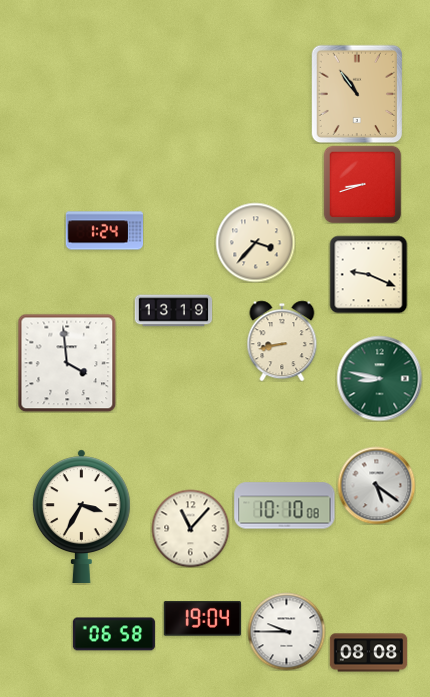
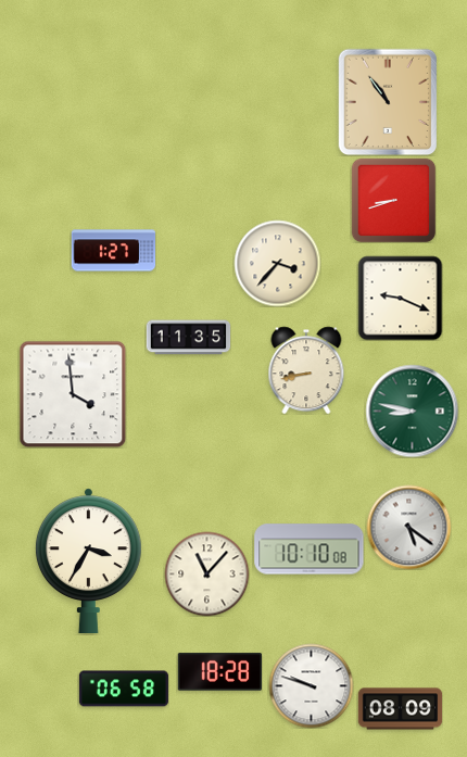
clock at (104, 231): 1:24 -> 1:27
clock at (173, 311): 13:19 -> 11:35
clock at (202, 619): 19:04 -> 18:28
clock at (286, 631): 9:45 -> 9:48
clock at (368, 653): 08:08 -> 08:09
